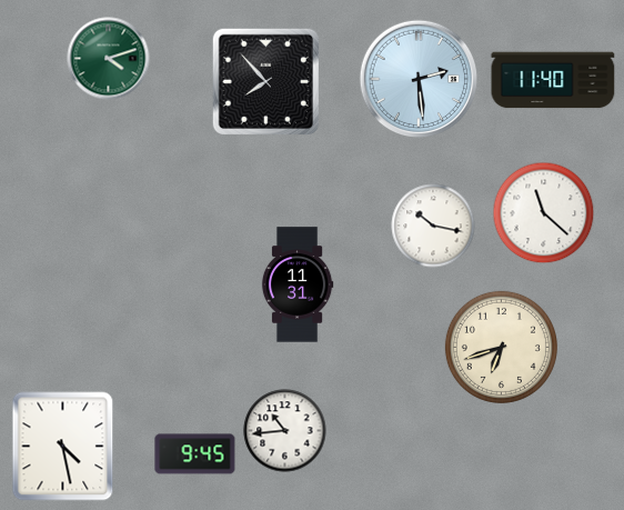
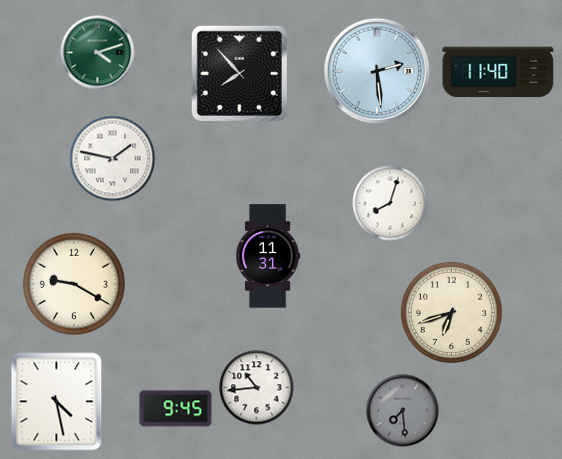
clock at (113, 159): none -> 1:47
clock at (544, 213): 11:22 -> none
clock at (433, 226): 10:17 -> 8:03
clock at (74, 284): none -> 9:20
clock at (403, 411): none -> 7:29
